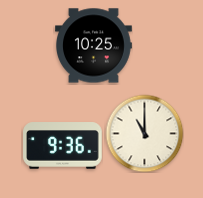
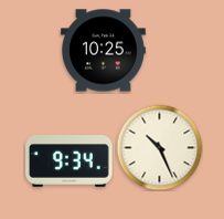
clock at (144, 133): 11:00 -> 10:26
clock at (63, 146): 9:36 -> 9:34
